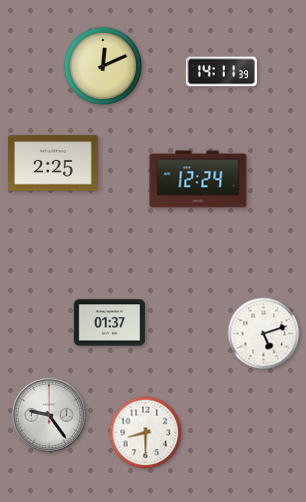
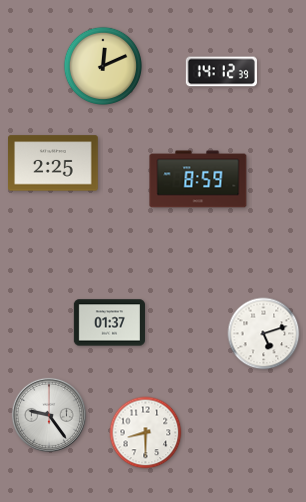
clock at (221, 72): 14:11 -> 14:12
clock at (198, 179): 12:24 -> 8:59
